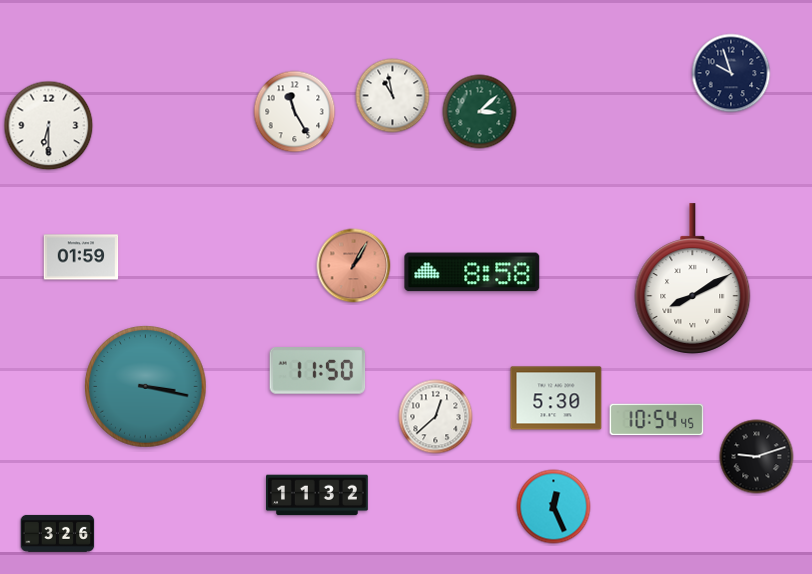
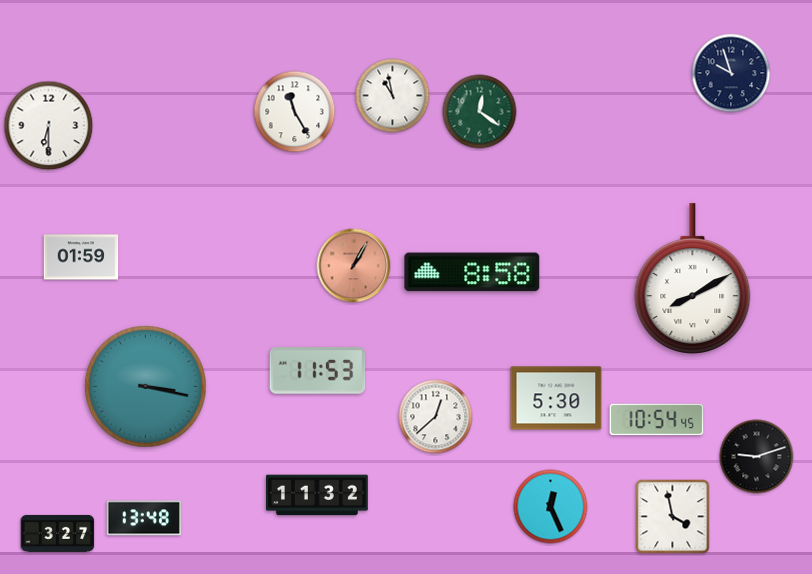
clock at (480, 112): 3:08 -> 12:21
clock at (318, 371): 11:50 -> 11:53
clock at (554, 507) position: (554, 507) -> (551, 507)
clock at (673, 517): none -> 3:58
clock at (144, 518): none -> 13:48
clock at (58, 533): 3:26 -> 3:27
